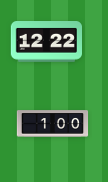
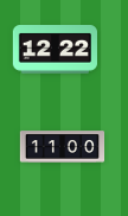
clock at (53, 124): 1:00 -> 11:00
